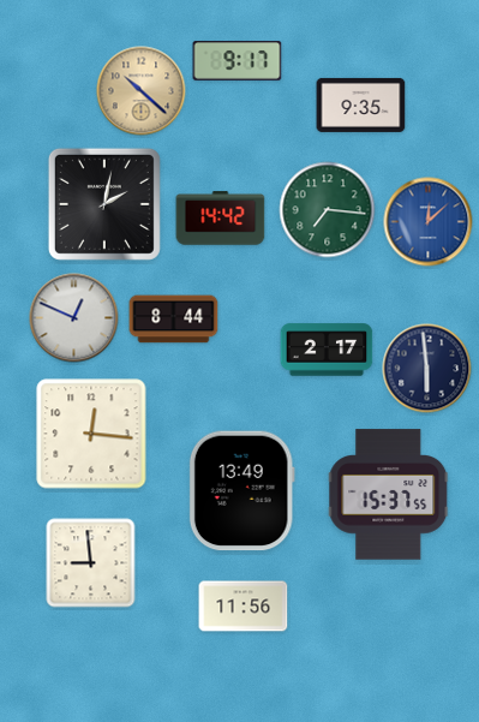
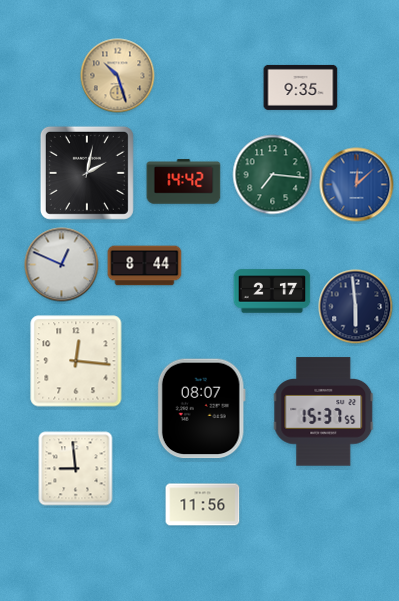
clock at (238, 61): 9:17 -> none
clock at (142, 91): 10:22 -> 10:27
clock at (104, 204) position: (104, 204) -> (87, 173)
clock at (241, 491): 13:49 -> 08:07
